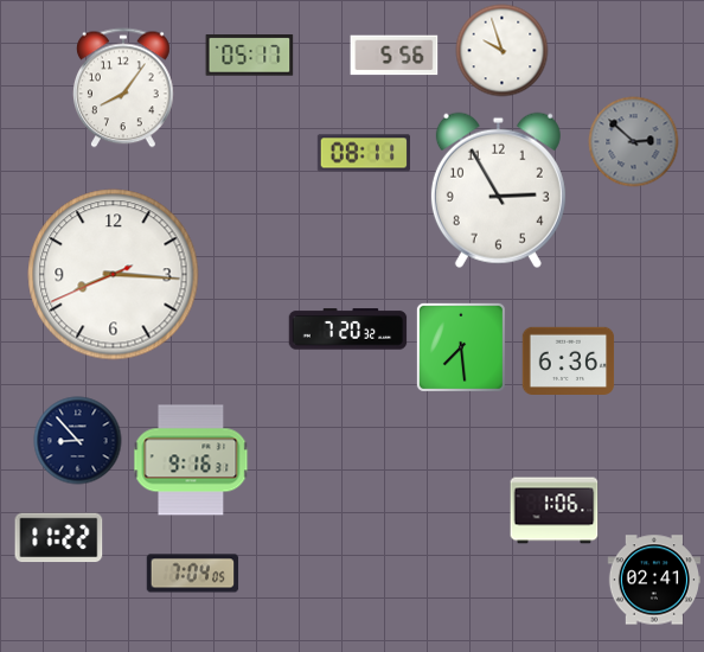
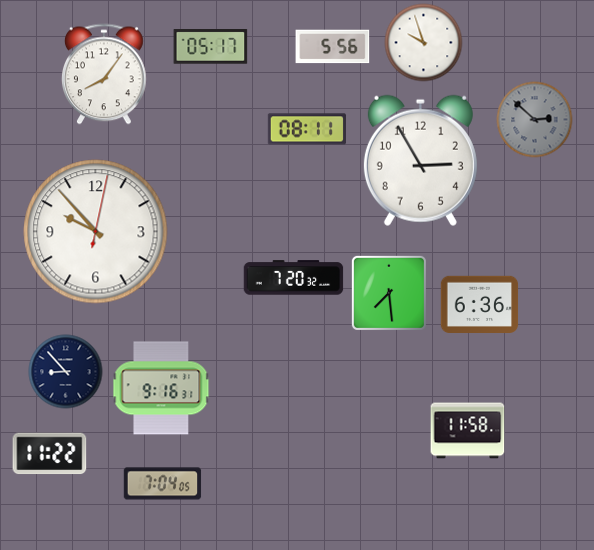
clock at (114, 275): 8:15 -> 9:53
clock at (555, 511): 1:06 -> 11:58
clock at (653, 580): 02:41 -> none
